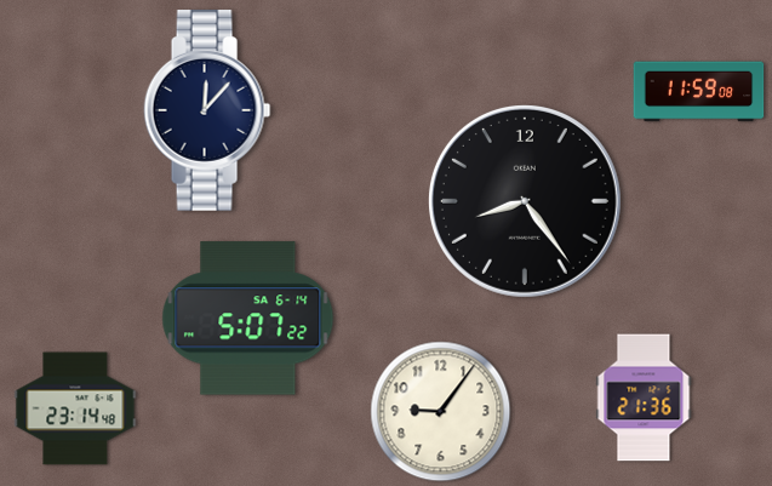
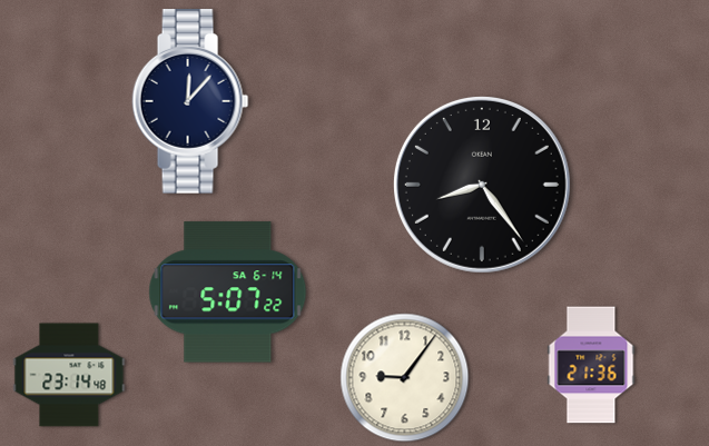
clock at (699, 92): 11:59 -> none
